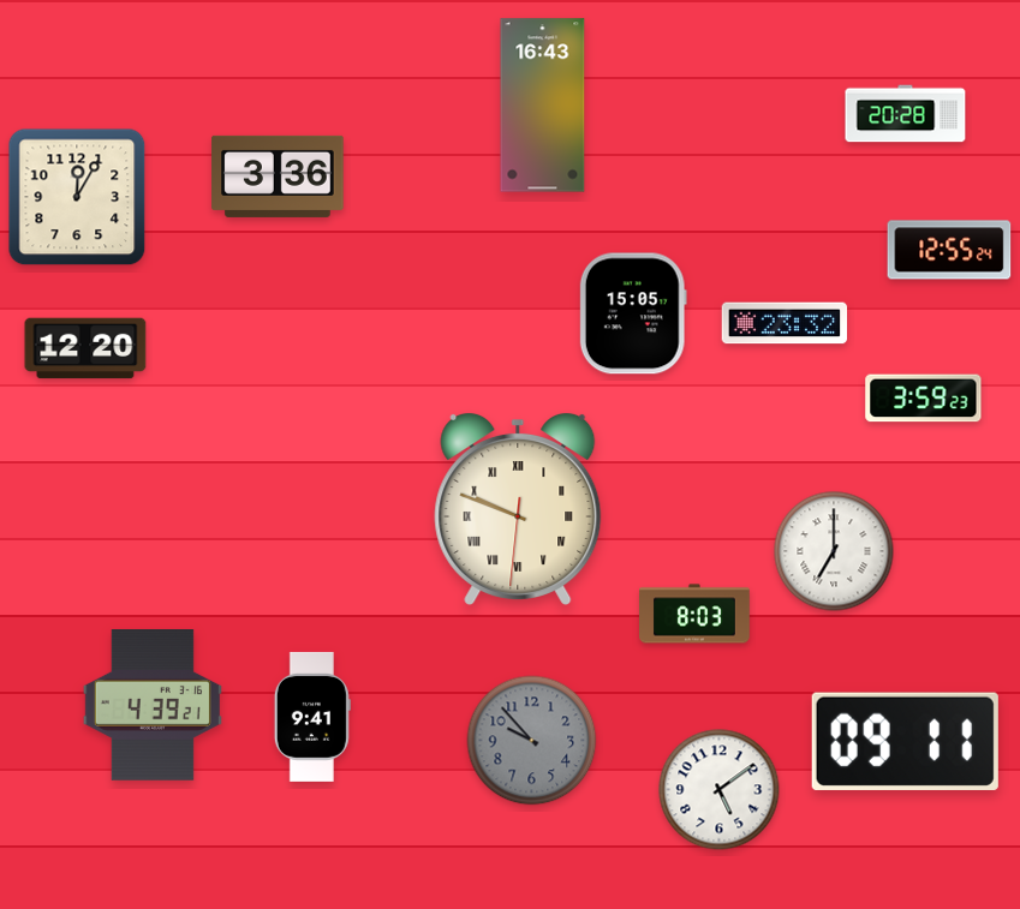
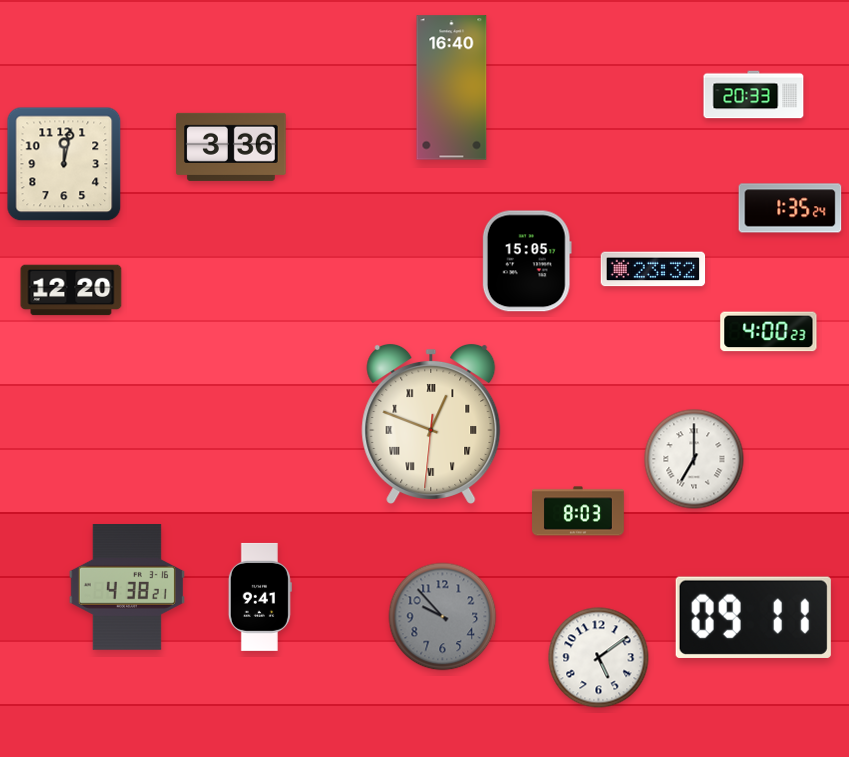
clock at (543, 106): 16:43 -> 16:40
clock at (906, 114): 20:28 -> 20:33
clock at (77, 197): 12:05 -> 12:02
clock at (949, 250): 12:55 -> 1:35
clock at (924, 399): 3:59 -> 4:00
clock at (518, 509): 9:48 -> 12:48
clock at (153, 706): 4:39 -> 4:38
